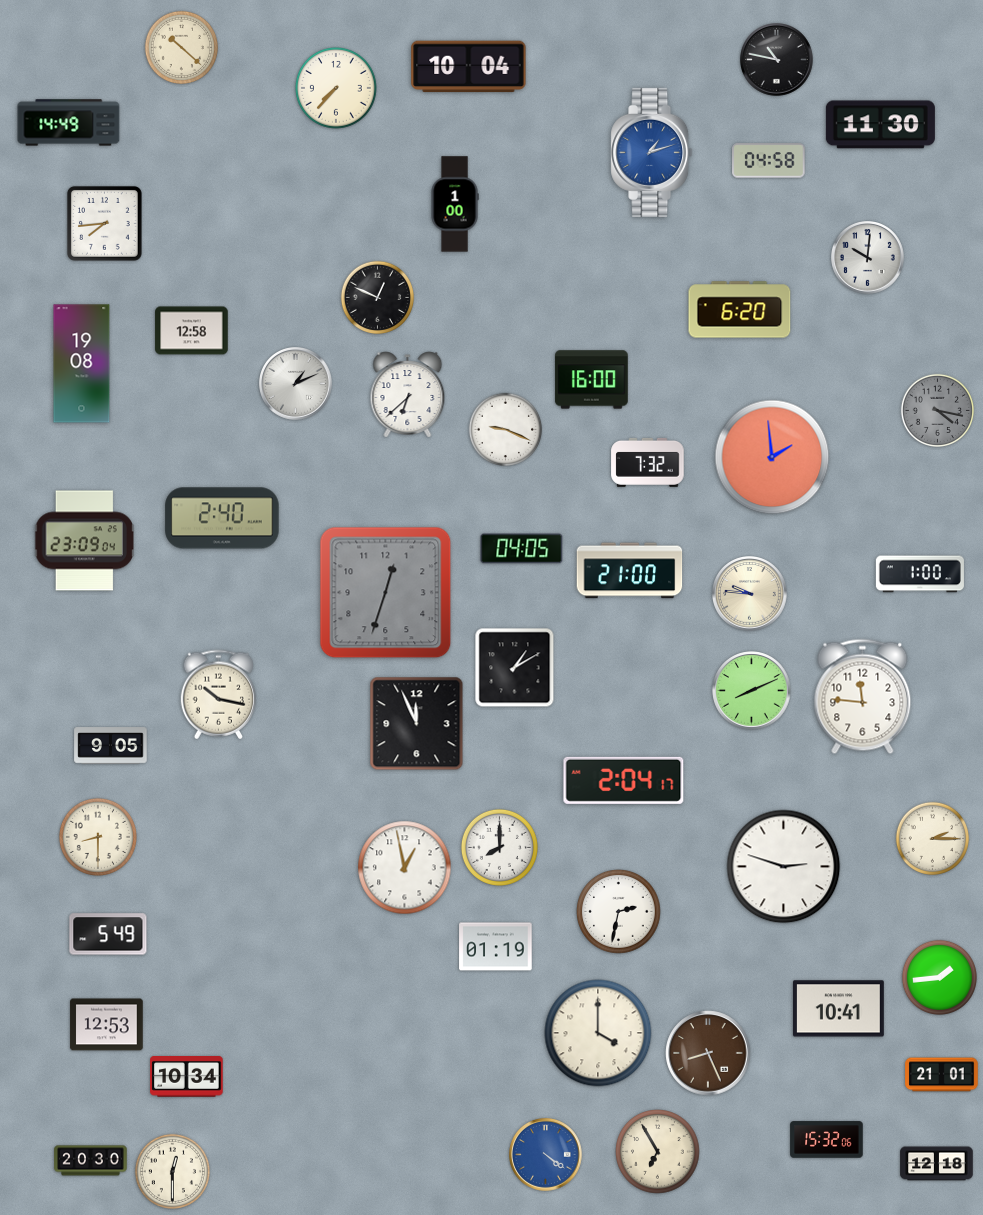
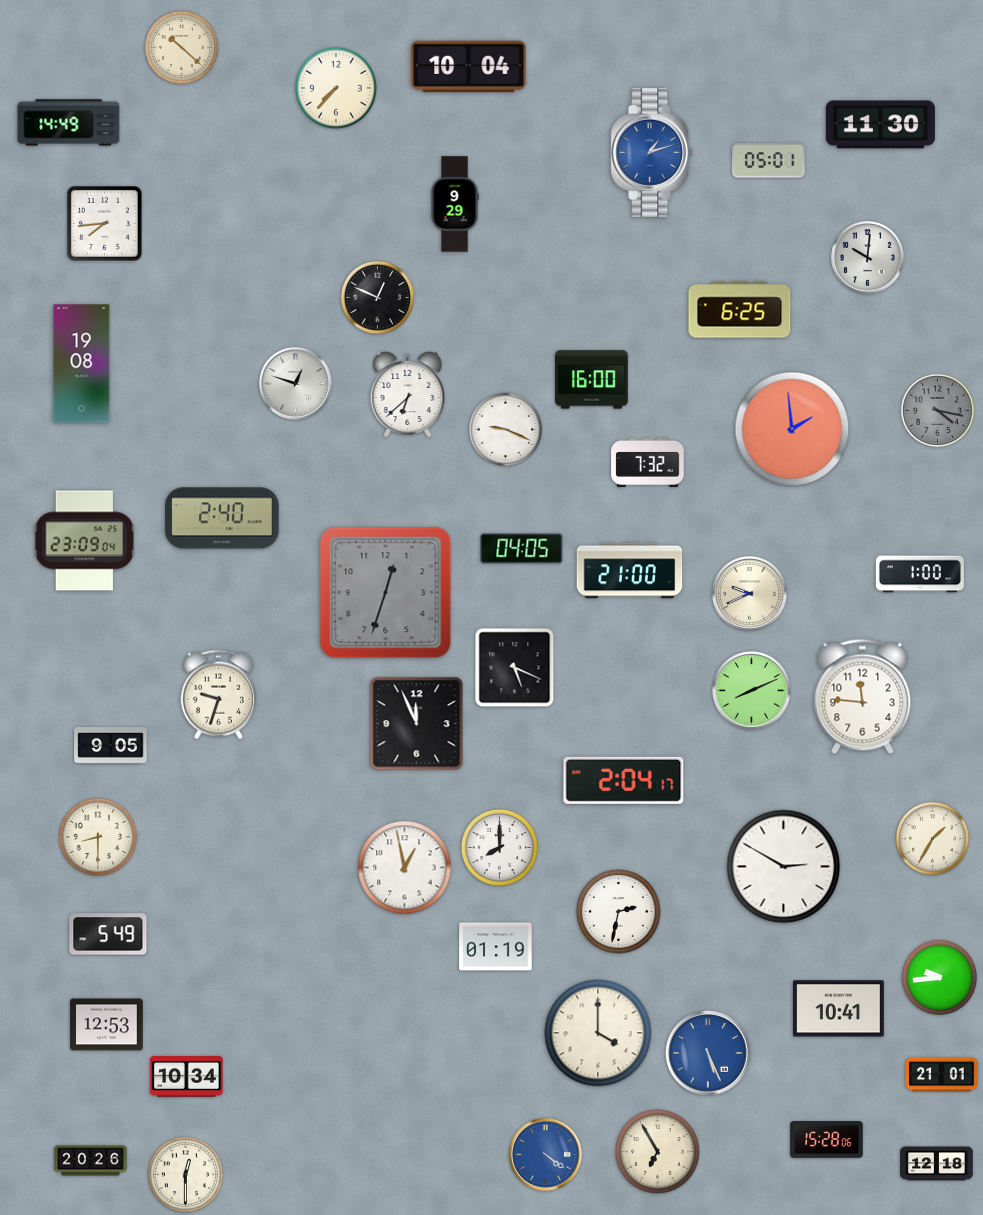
clock at (777, 60): 10:47 -> none
clock at (769, 161): 04:58 -> 05:01
clock at (455, 204): 1:00 -> 9:29
clock at (740, 310): 6:20 -> 6:25
clock at (192, 331): 12:58 -> none
clock at (296, 384): 1:11 -> 12:48
clock at (772, 457) position: (772, 457) -> (792, 429)
clock at (750, 594): 9:46 -> 9:41
clock at (515, 668): 1:10 -> 5:19
clock at (219, 695): 10:17 -> 9:33
clock at (933, 839): 2:15 -> 1:35
clock at (784, 867): 2:48 -> 2:50
clock at (939, 977): 1:44 -> 9:44
clock at (708, 1053): 8:26 -> 5:26
clock at (708, 1053) dial: brown -> blue
clock at (827, 1140): 15:32 -> 15:28
clock at (91, 1161): 20:30 -> 20:26
clock at (172, 1171) position: (172, 1171) -> (185, 1174)
